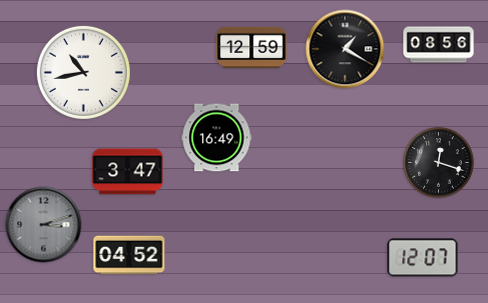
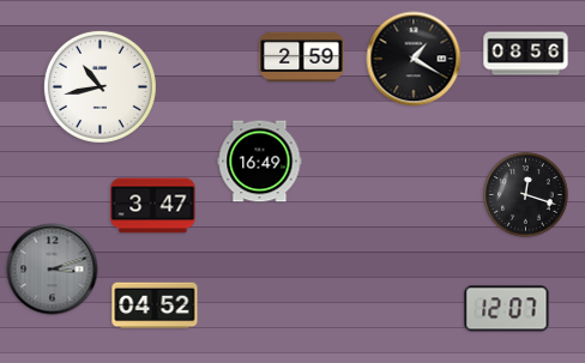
clock at (252, 47): 12:59 -> 2:59
clock at (217, 138) position: (217, 138) -> (260, 162)
